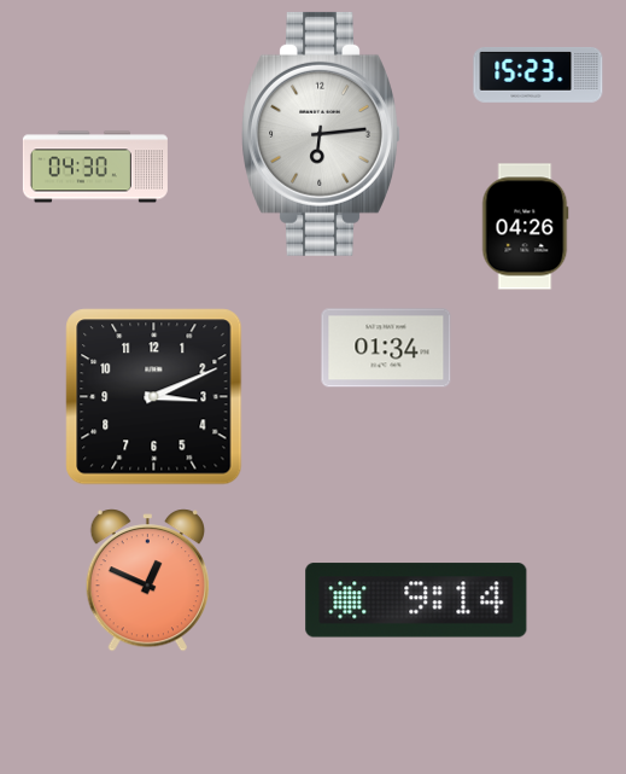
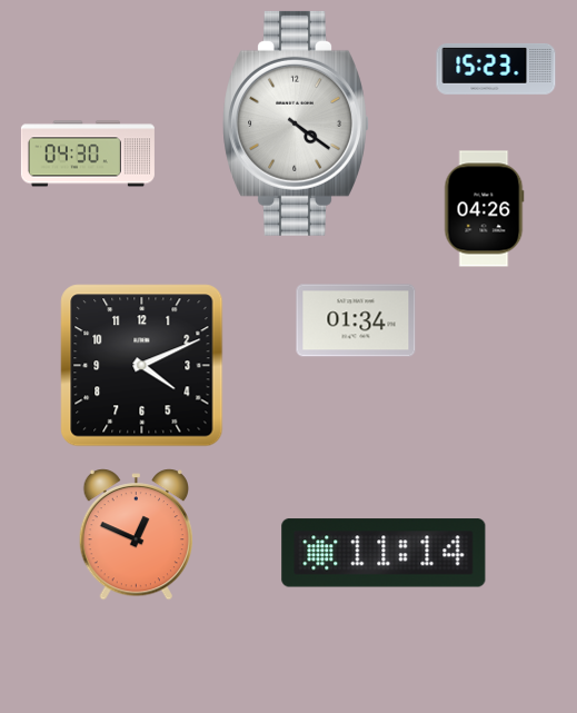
clock at (321, 134): 6:14 -> 4:21
clock at (154, 397): 3:11 -> 4:11
clock at (416, 600): 9:14 -> 11:14
